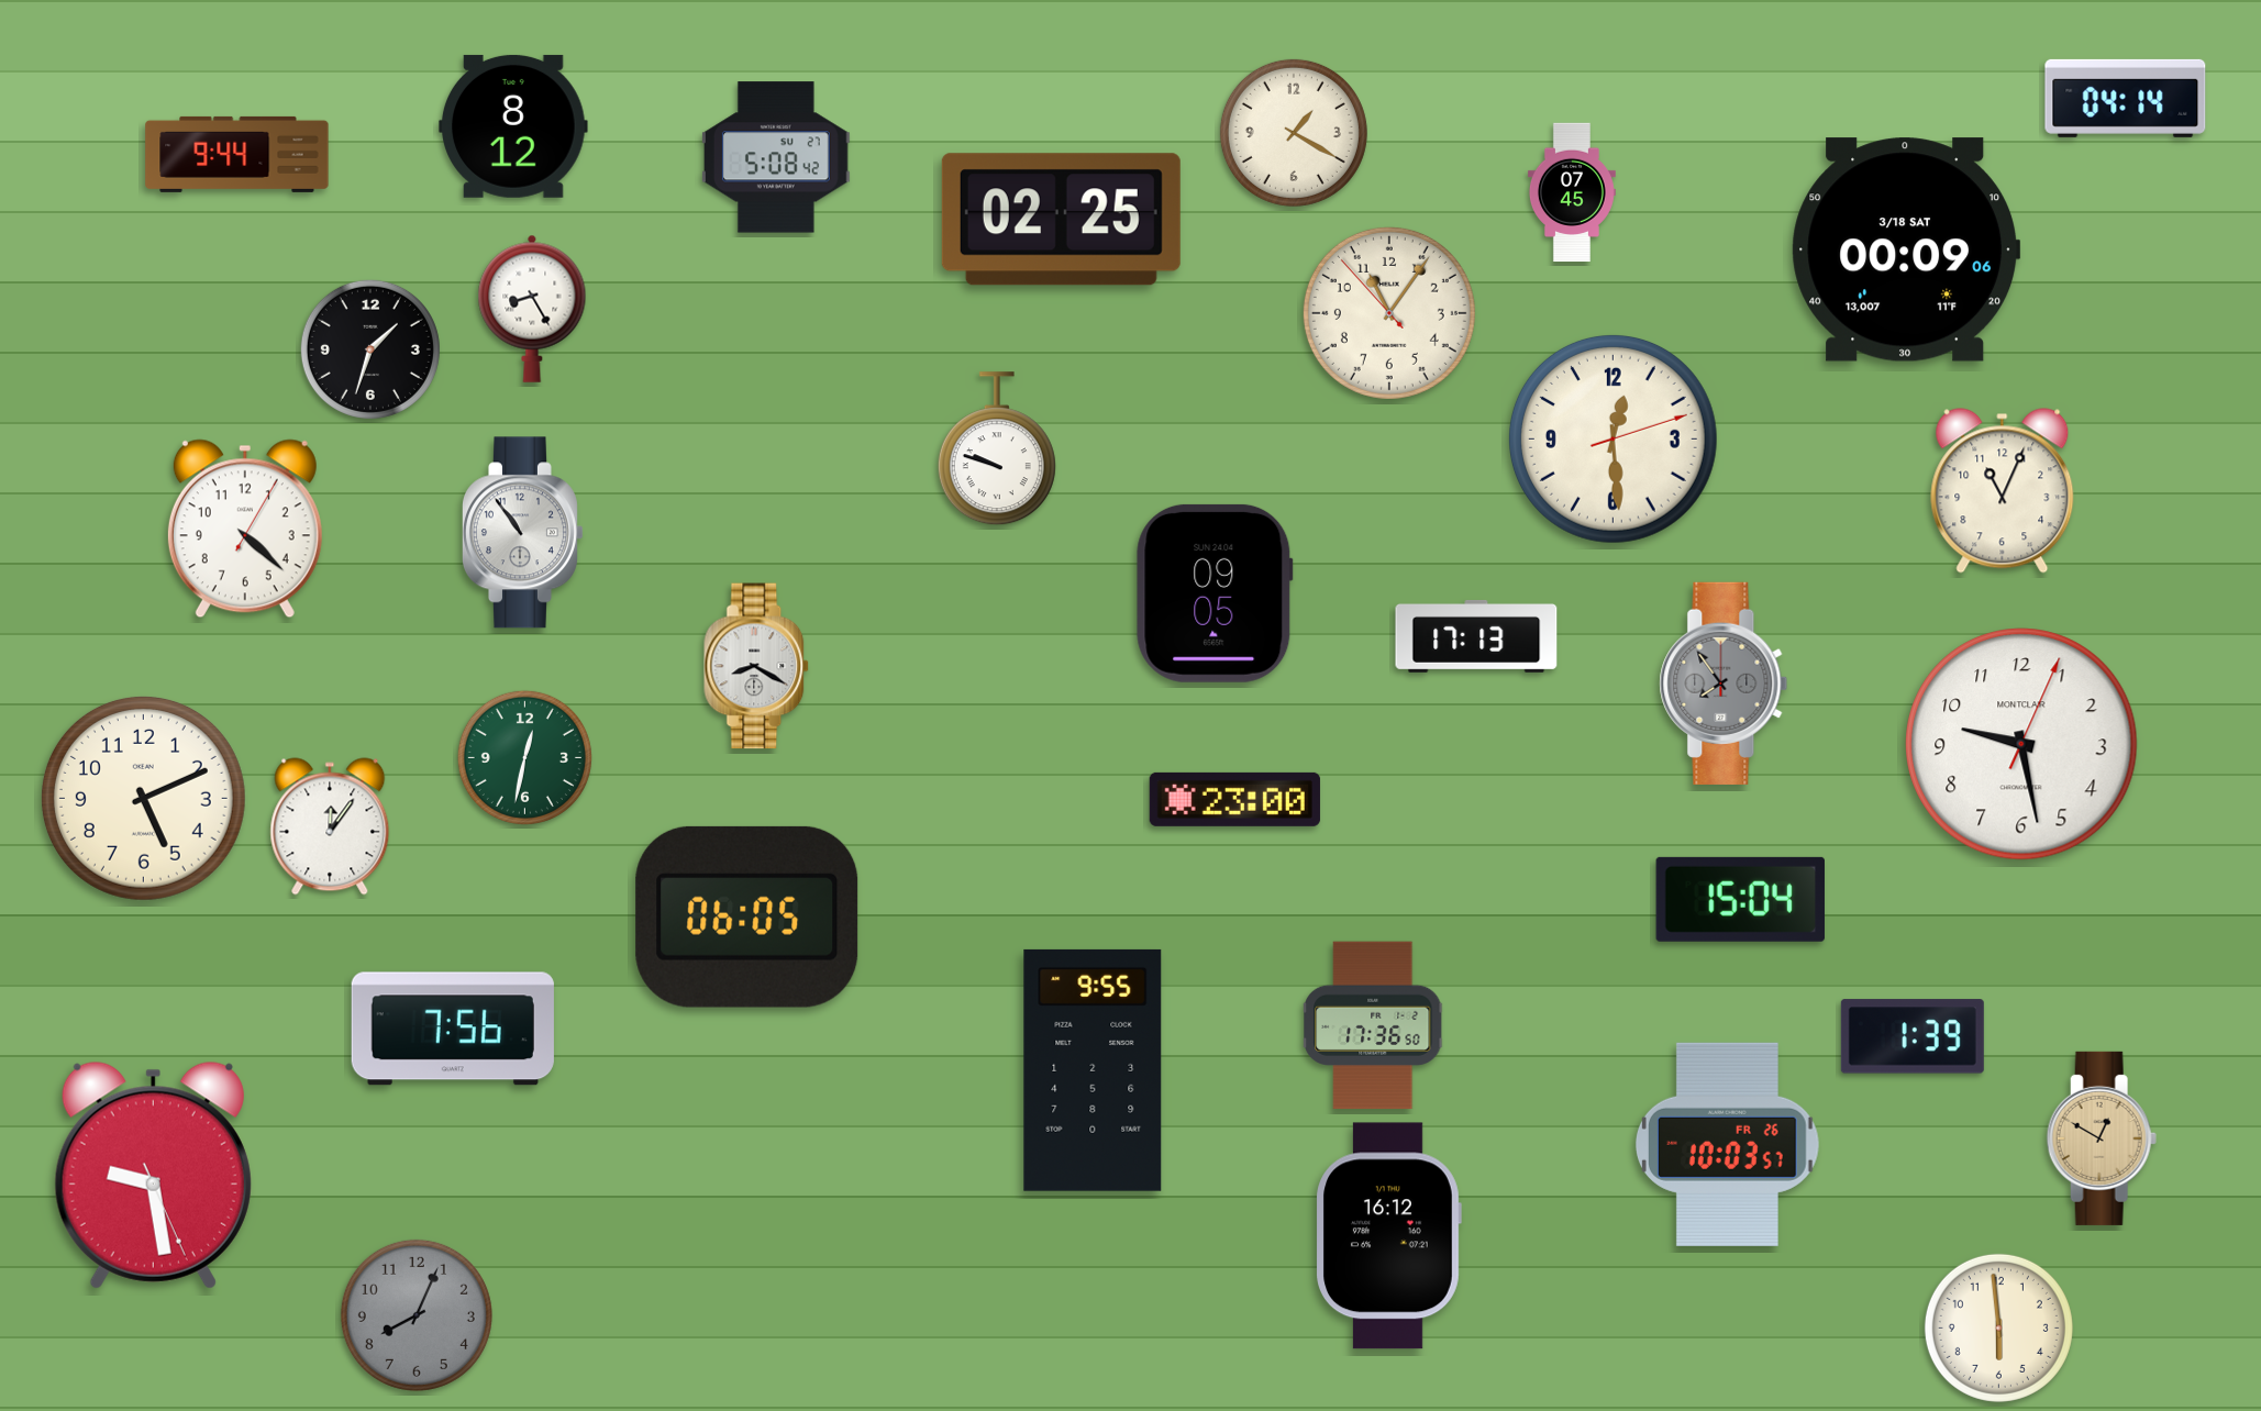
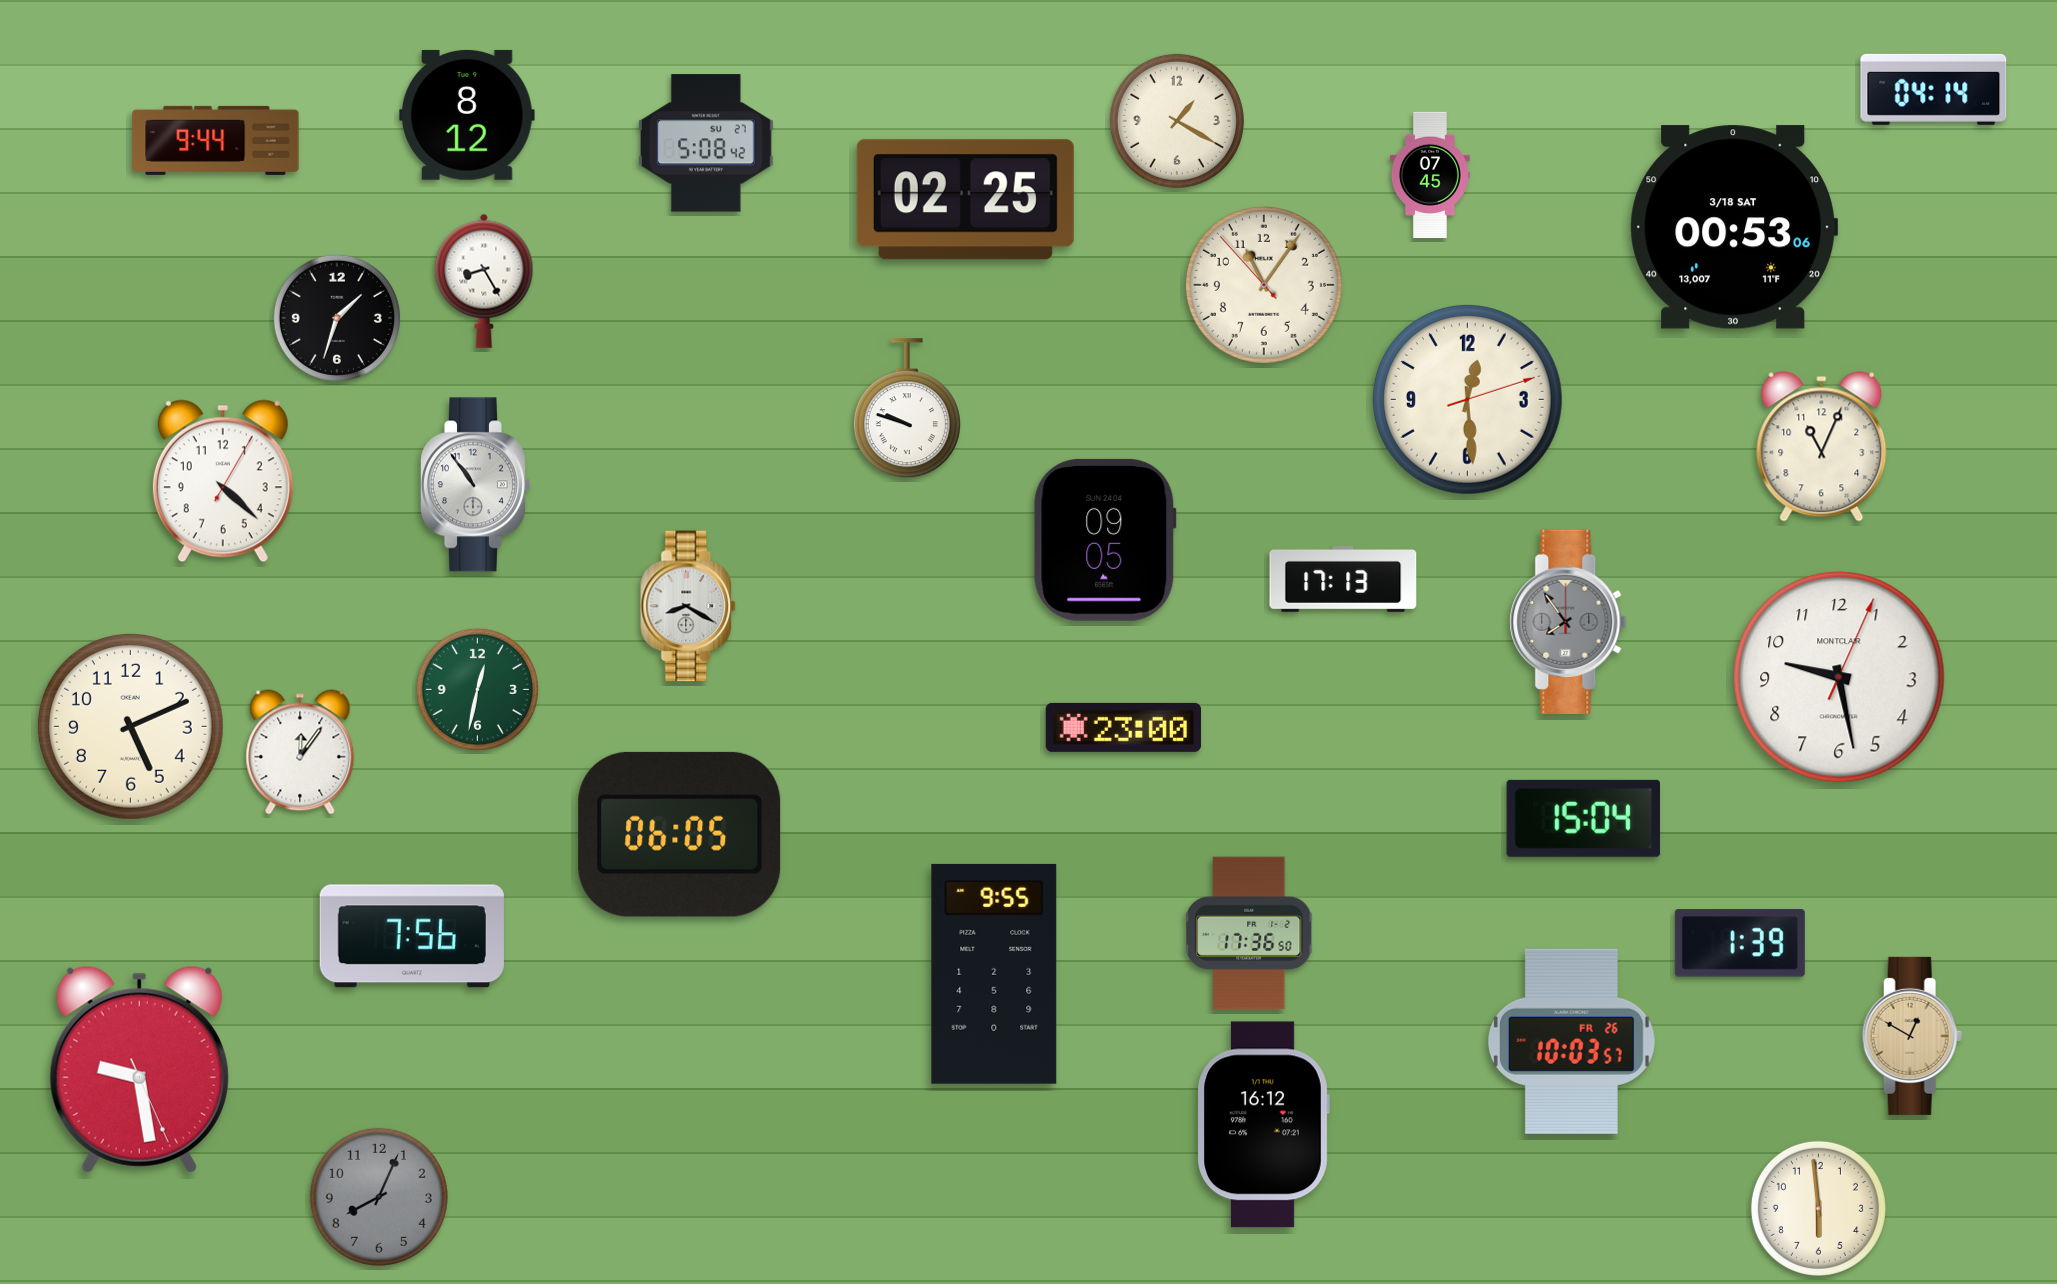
clock at (1906, 249): 00:09 -> 00:53
